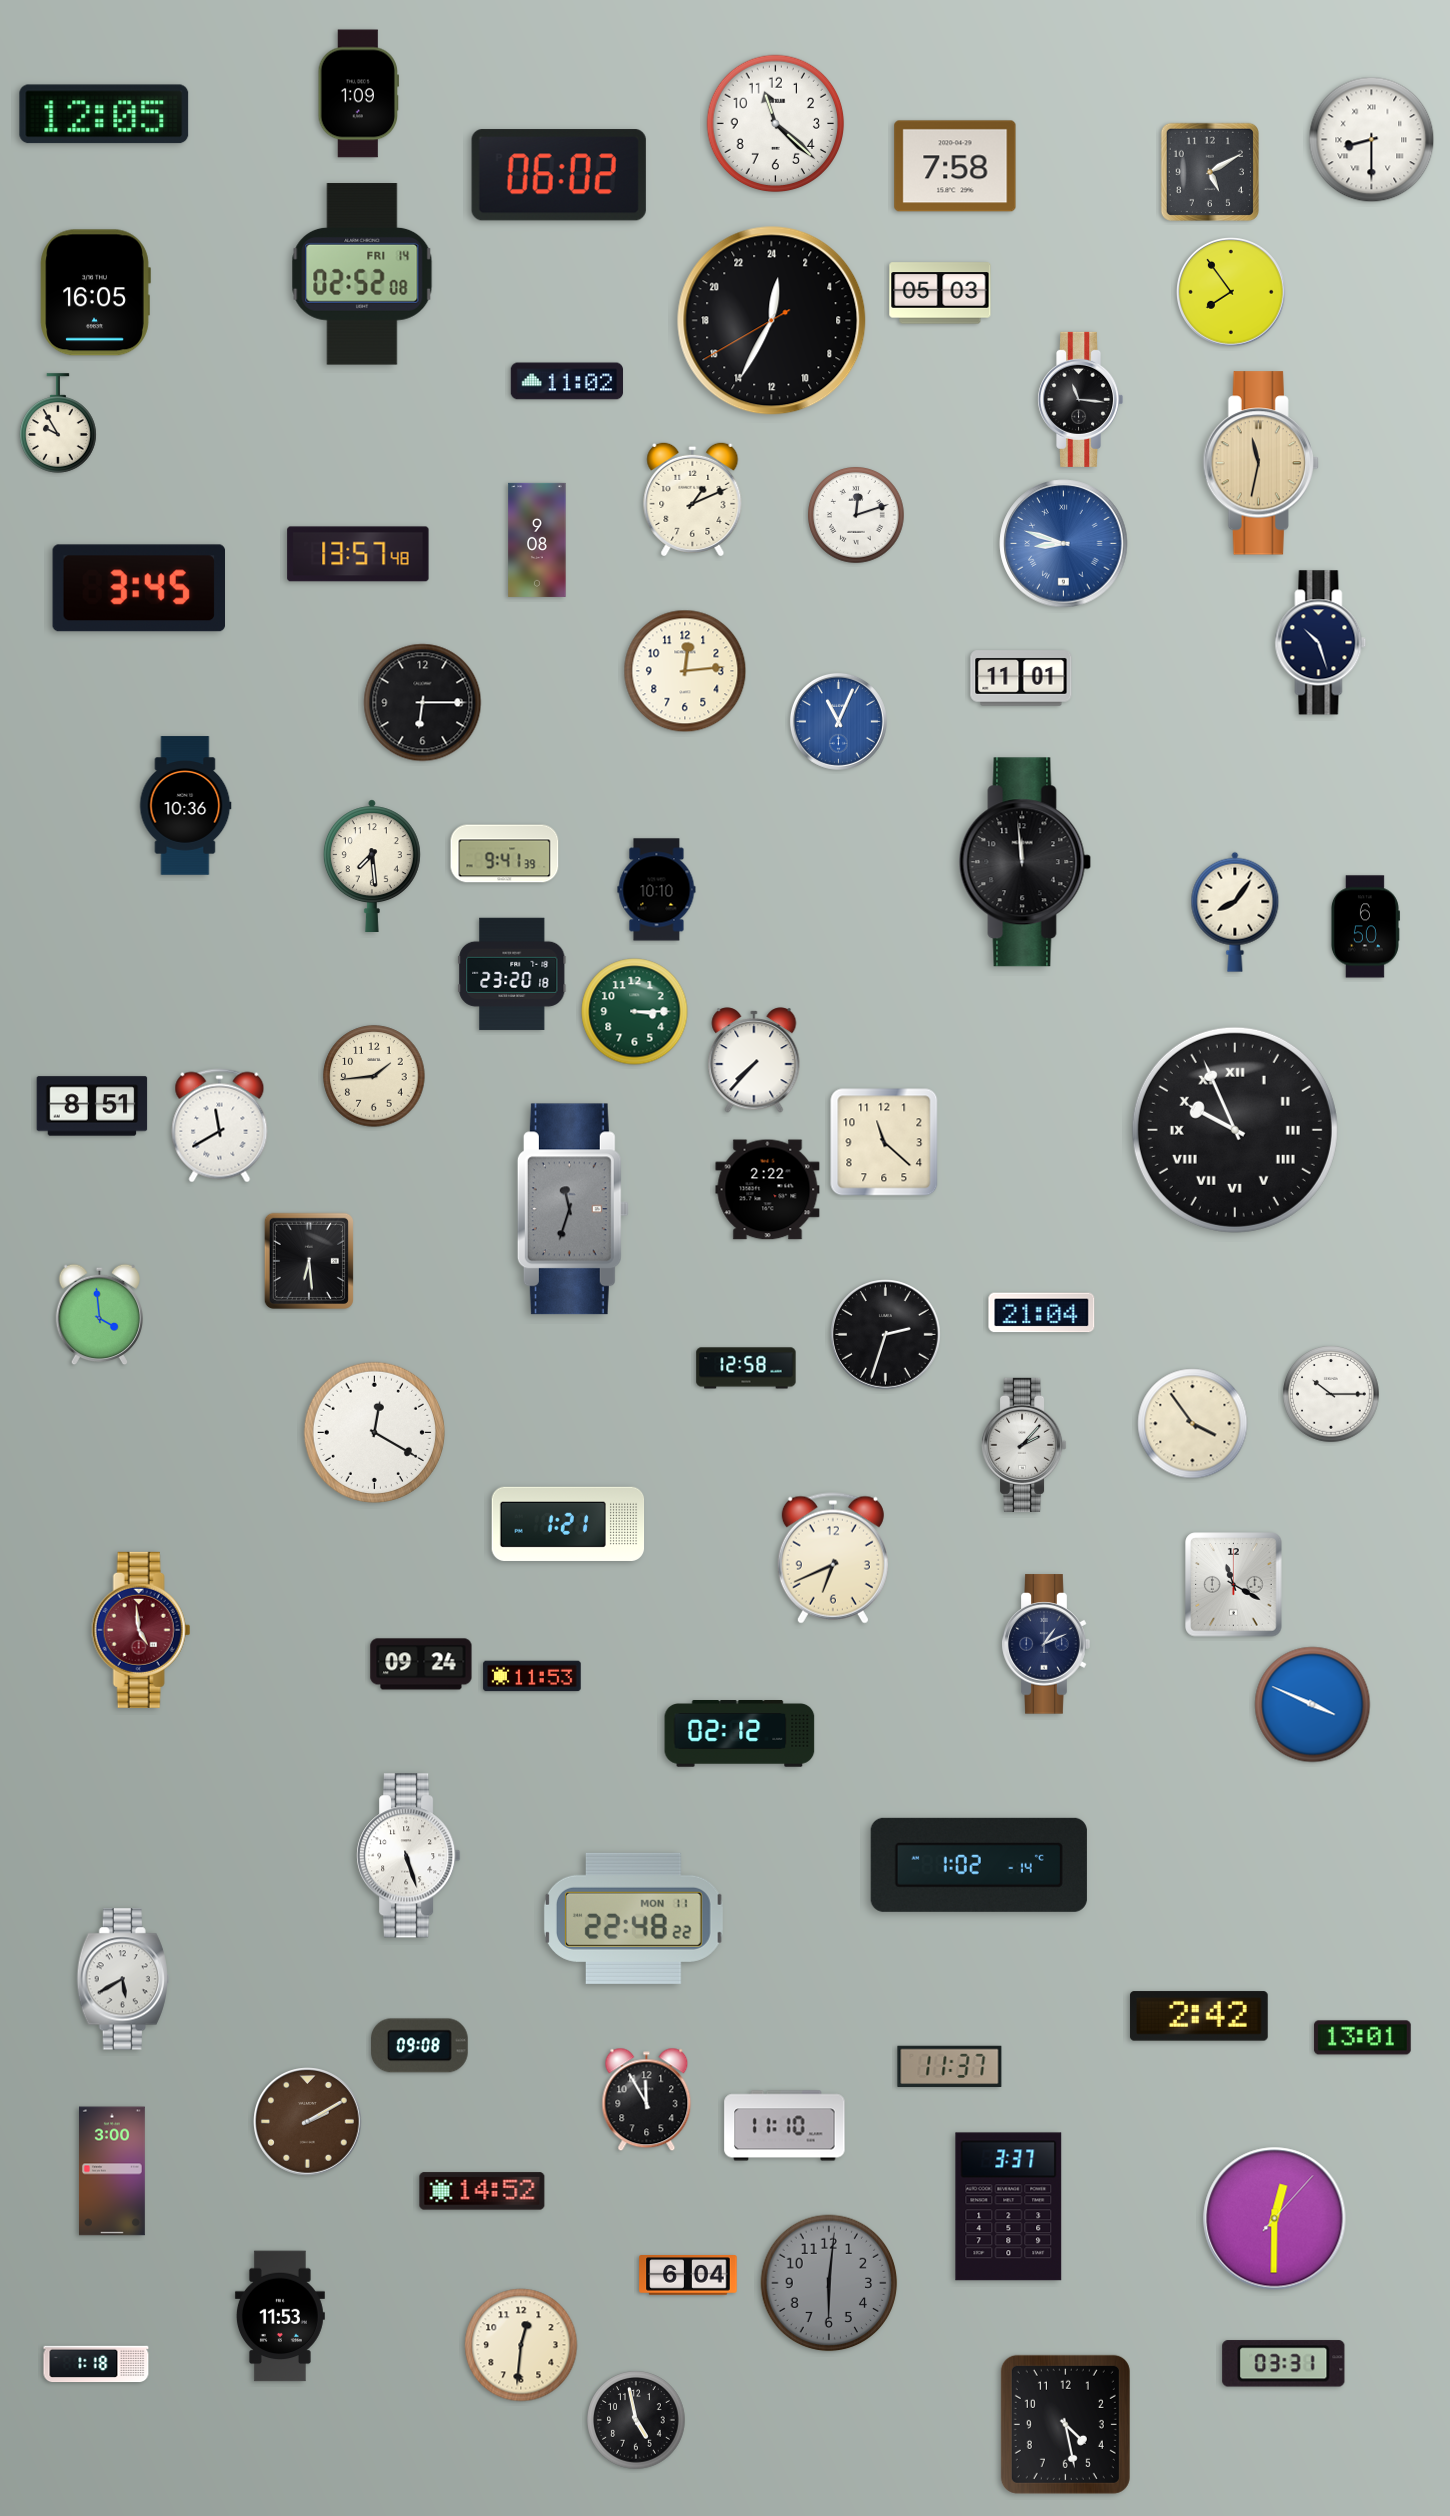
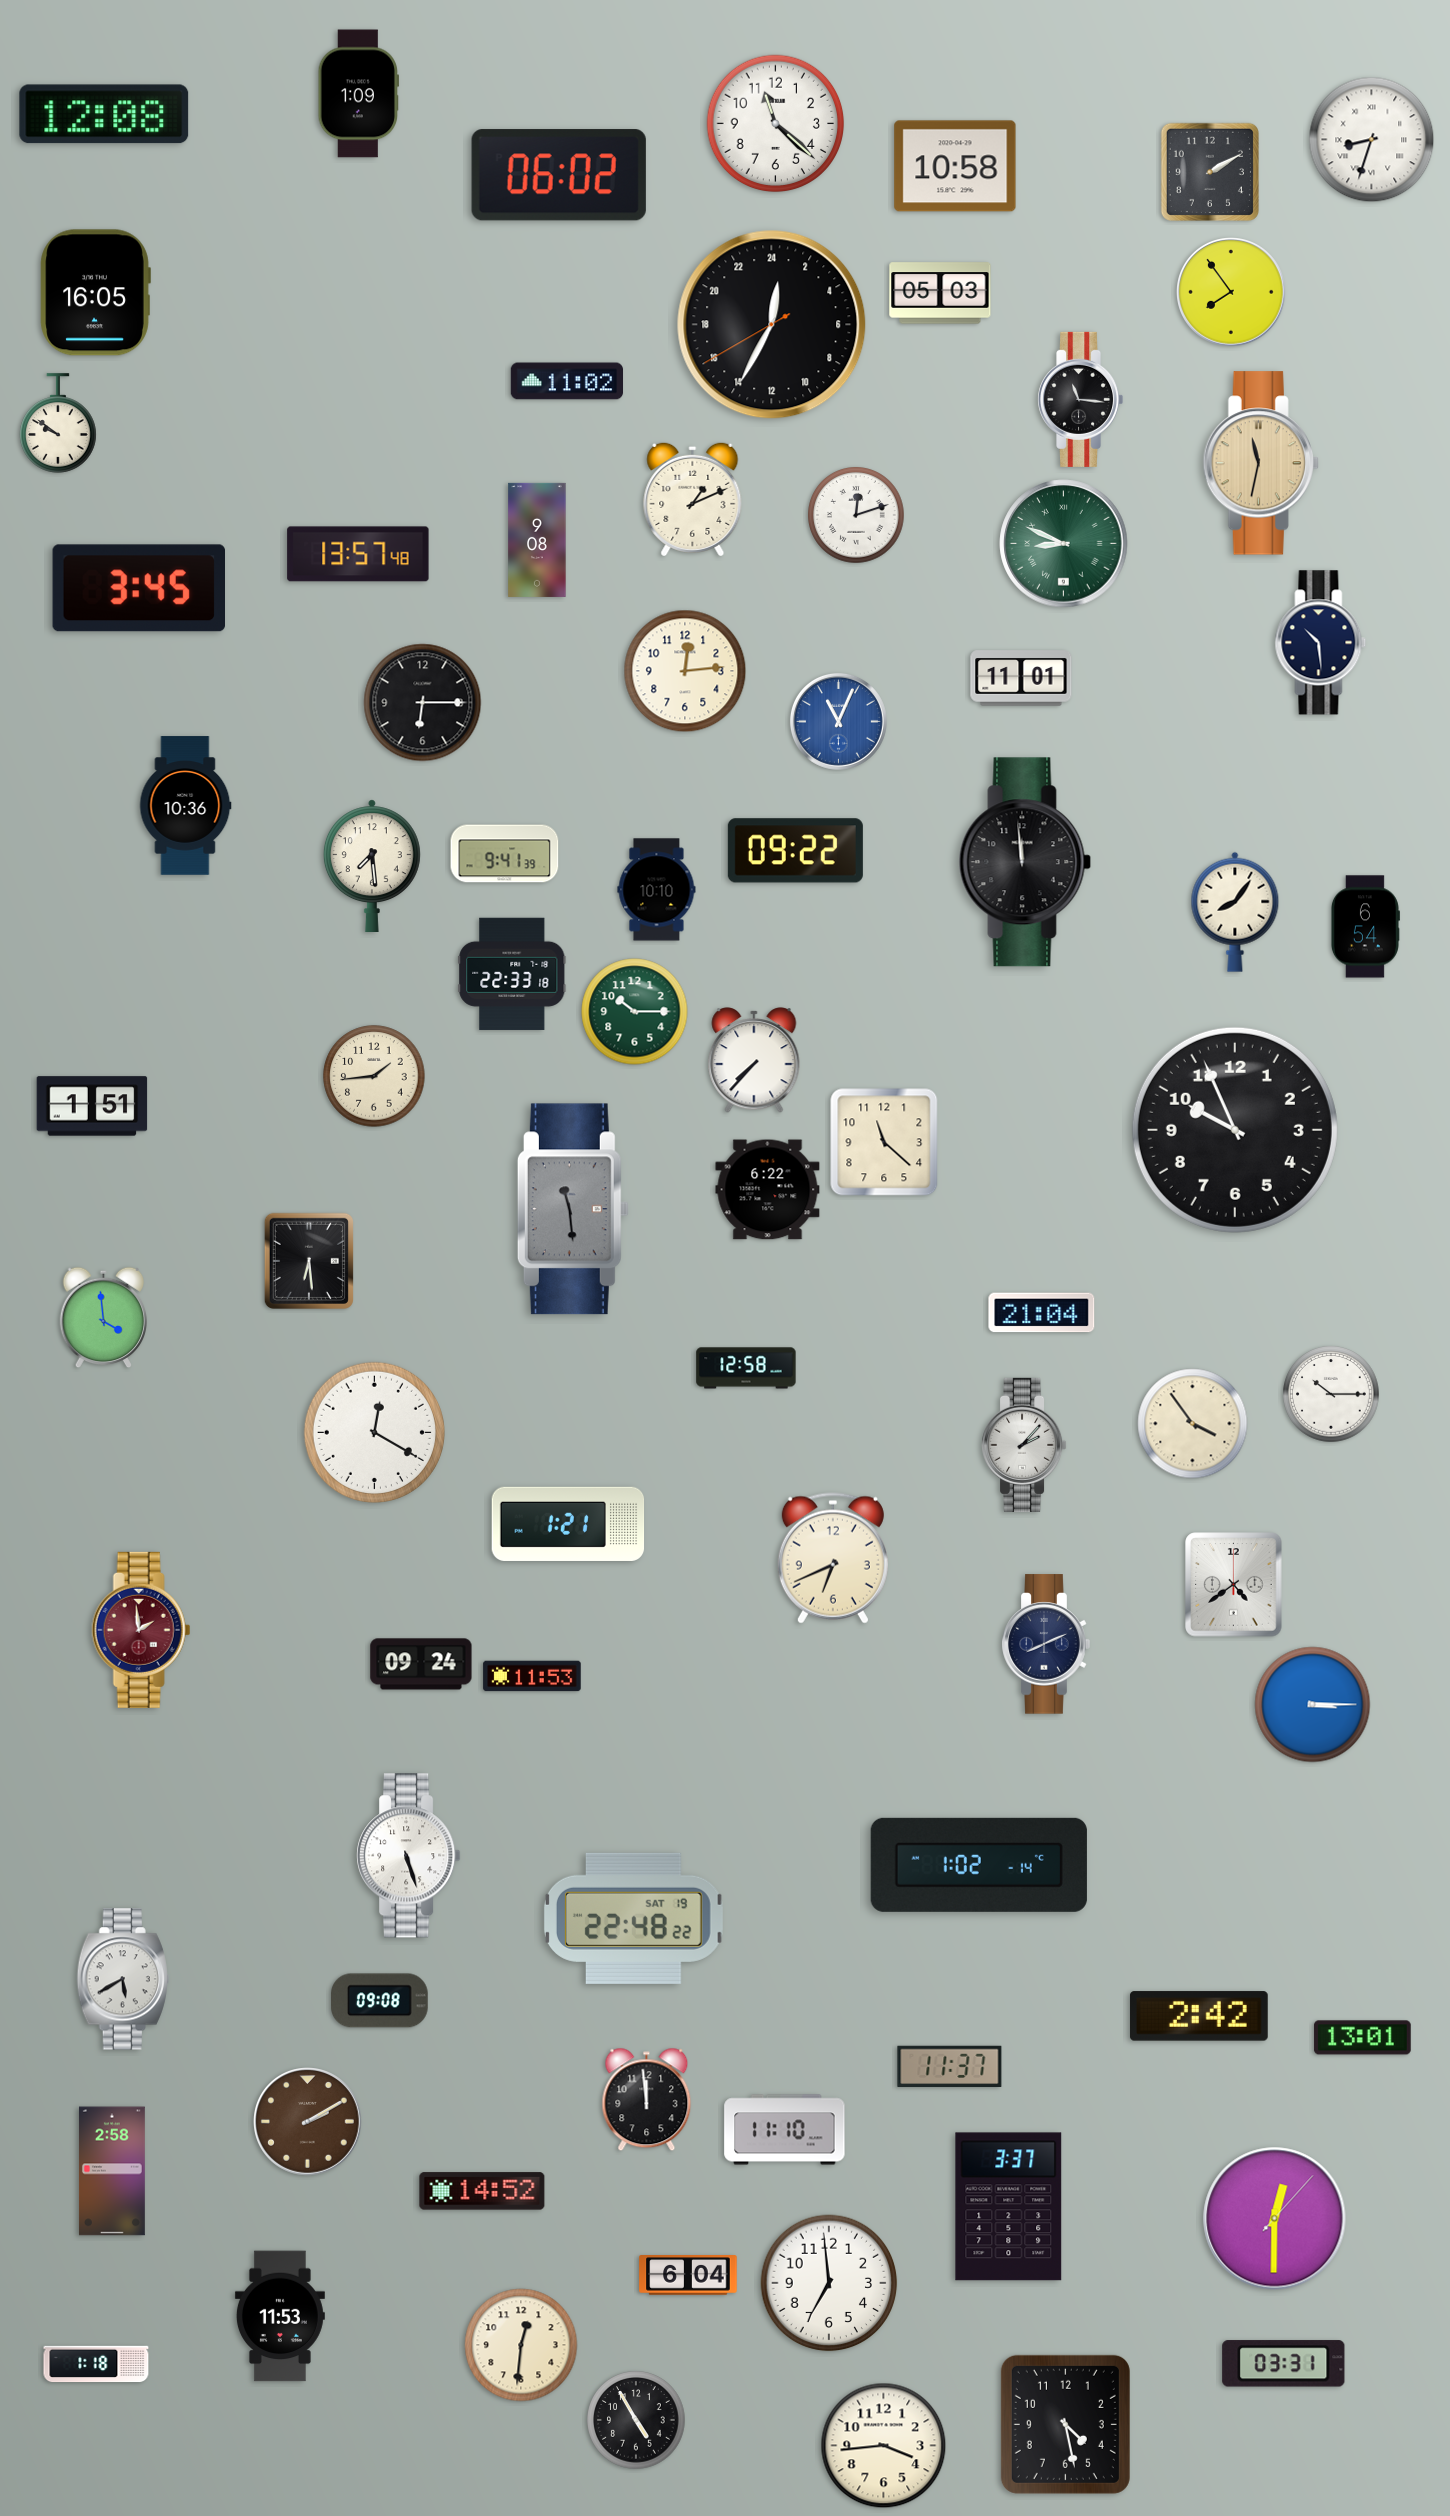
clock at (104, 114): 12:05 -> 12:08
clock at (1372, 140): 8:30 -> 8:33
clock at (955, 166): 7:58 -> 10:58
clock at (1210, 172): 5:10 -> 2:10
clock at (362, 274): 02:52 -> none
clock at (772, 321) position: (772, 321) -> (772, 325)
clock at (58, 423): 9:55 -> 9:51
clock at (1064, 544): 8:48 -> 8:49
clock at (1064, 544) dial: blue -> green
clock at (1321, 643): 10:27 -> 10:29
clock at (795, 851): none -> 09:22
clock at (1365, 927): 6:50 -> 6:54
clock at (512, 974): 23:20 -> 22:33
clock at (635, 1012): 3:15 -> 10:15
clock at (92, 1106): 8:51 -> 1:51
clock at (220, 1126): 11:40 -> none
clock at (1235, 1130) numerals: Roman -> Arabic
clock at (768, 1190): 2:22 -> 6:22
clock at (573, 1209): 11:33 -> 11:29
clock at (99, 1315) position: (99, 1315) -> (103, 1318)
clock at (886, 1335): 2:33 -> none
clock at (1234, 1585): 11:20 -> 4:39
clock at (141, 1630): 4:59 -> 1:59
clock at (1046, 1644): 1:11 -> 8:11
clock at (1313, 1705): 3:49 -> 3:15
clock at (740, 1734): 02:12 -> none
clock at (633, 1918) date: MON 11 -> SAT 19
clock at (420, 2046) position: (420, 2046) -> (380, 2001)
clock at (647, 2100): 11:55 -> 11:59
clock at (785, 2126) position: (785, 2126) -> (785, 2130)
clock at (112, 2171): 3:00 -> 2:58
clock at (829, 2283): 6:01 -> 6:59
clock at (829, 2283) dial: grey -> white
clock at (636, 2420): 4:58 -> 4:55
clock at (884, 2446): none -> 3:44
